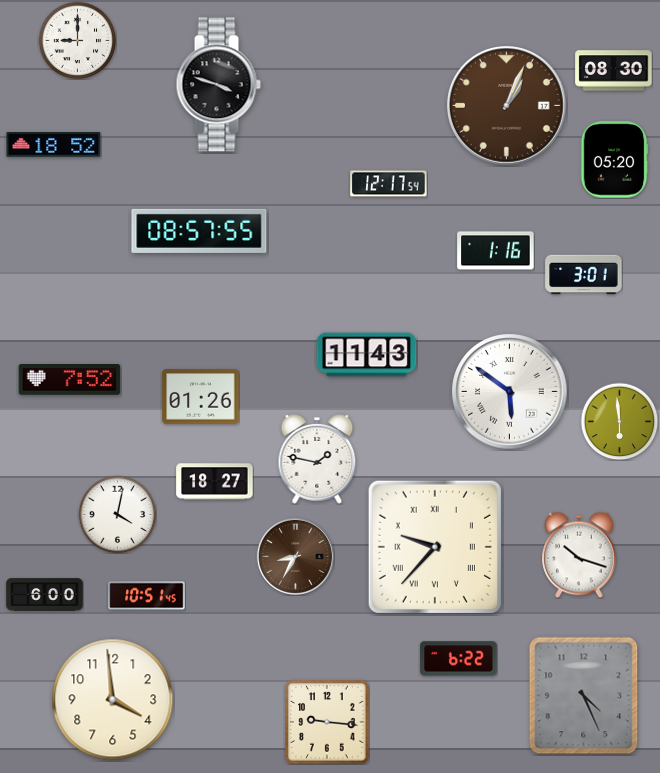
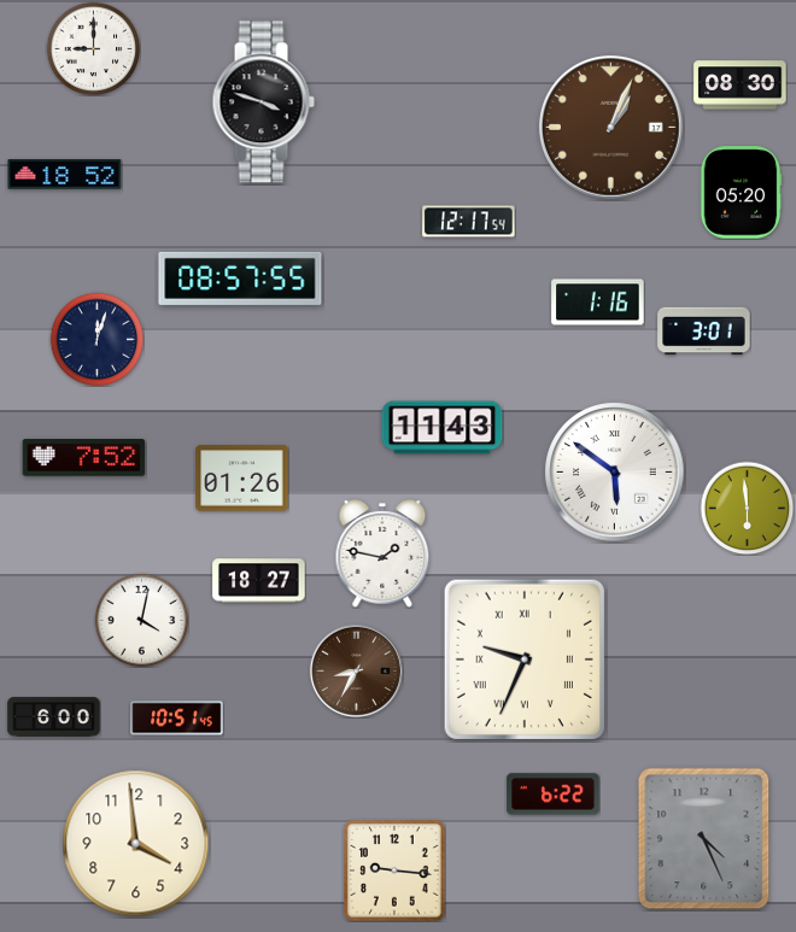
clock at (96, 339): none -> 12:03
clock at (435, 547): 9:37 -> 9:34
clock at (579, 555): 10:18 -> none
